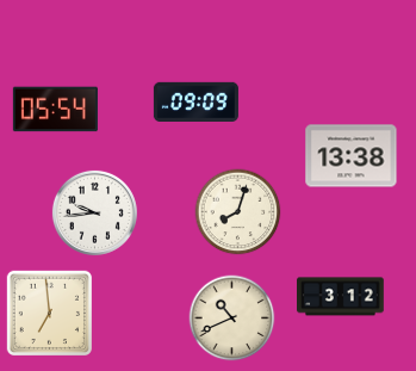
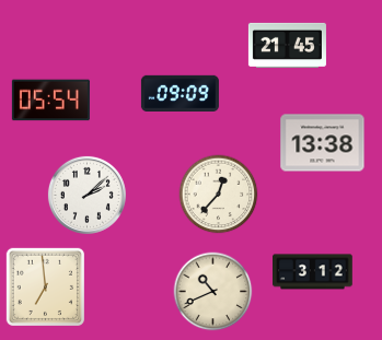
clock at (287, 45): none -> 21:45
clock at (94, 212): 9:44 -> 2:08
clock at (238, 212): 8:03 -> 12:37
